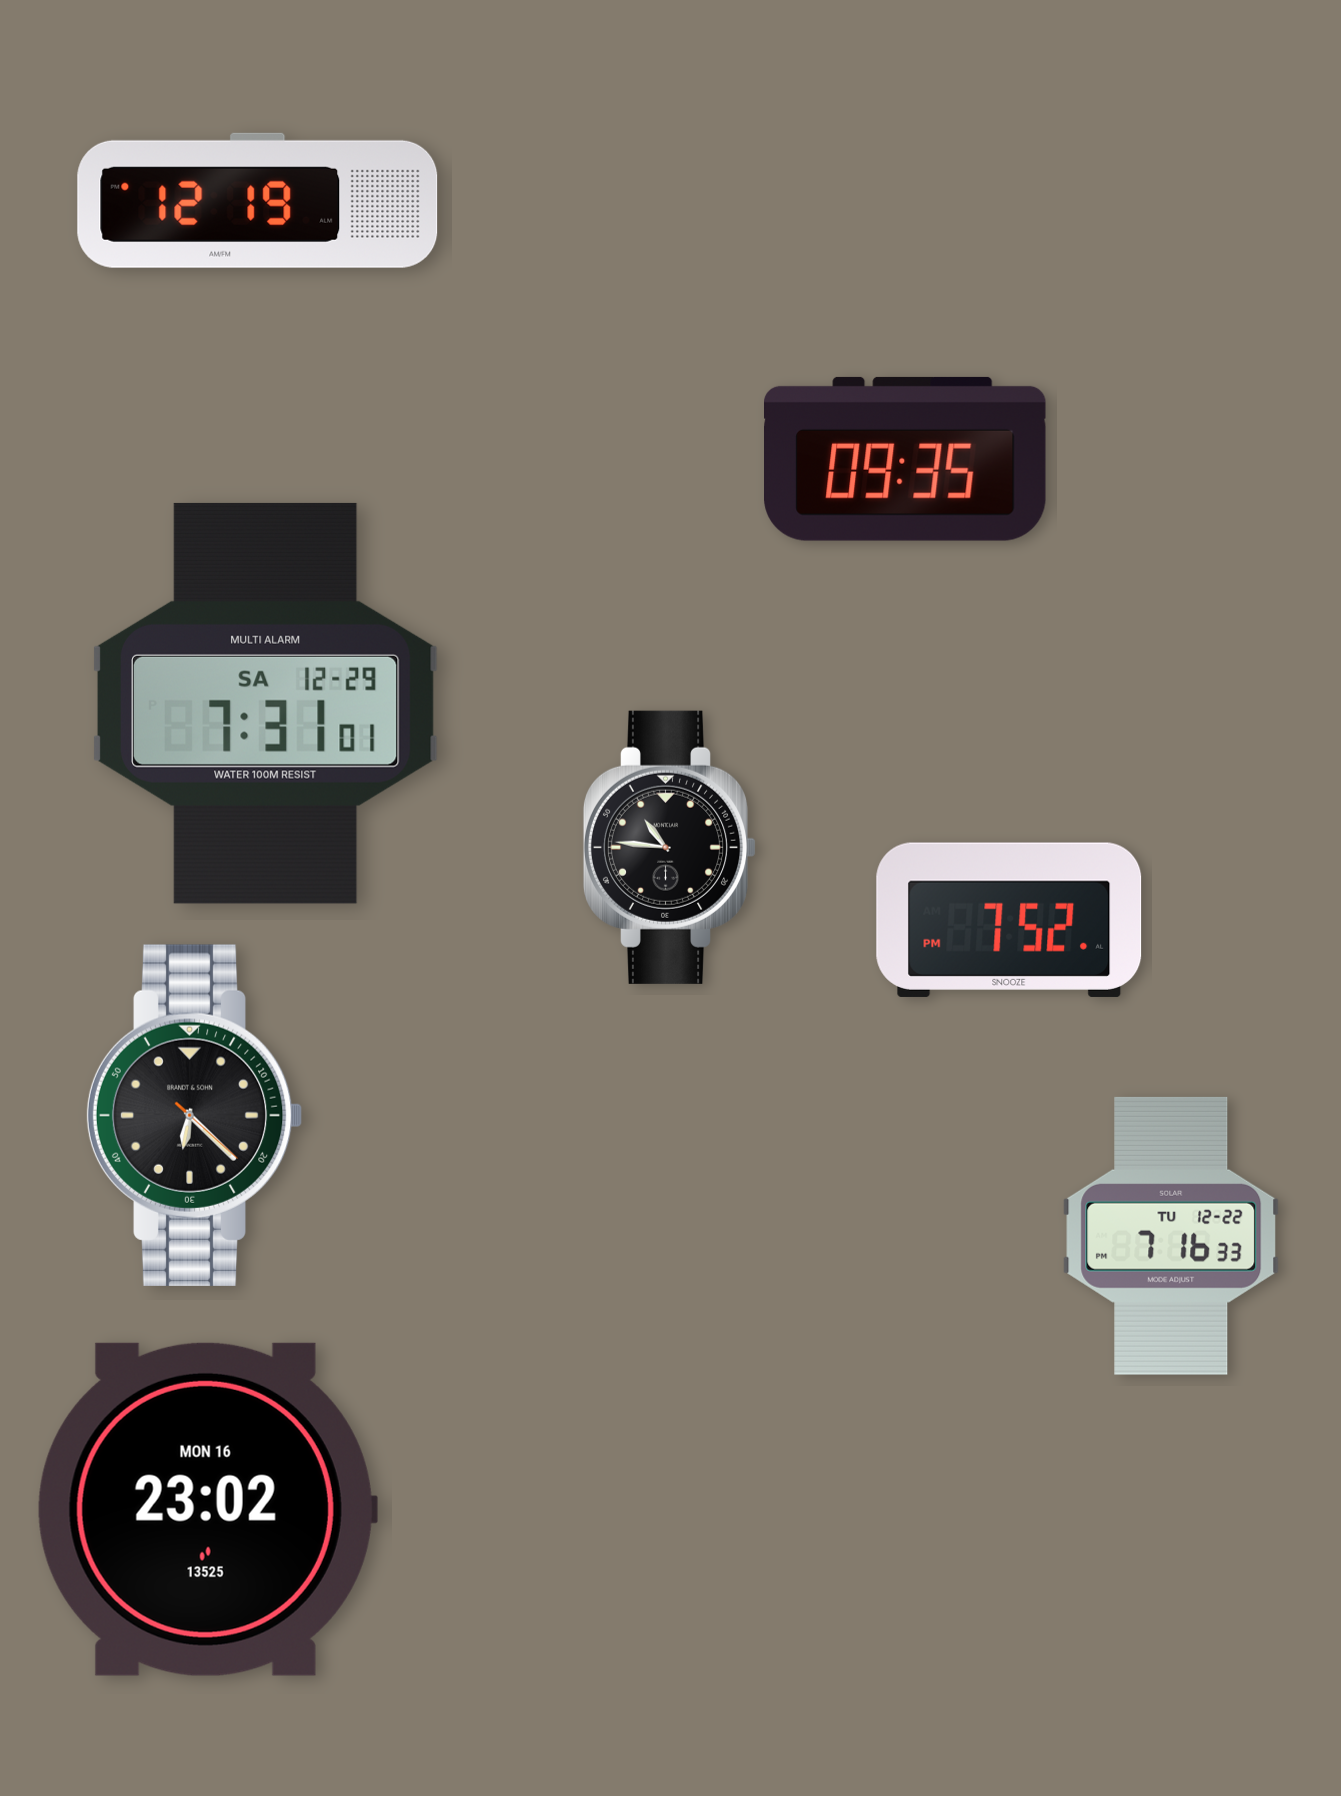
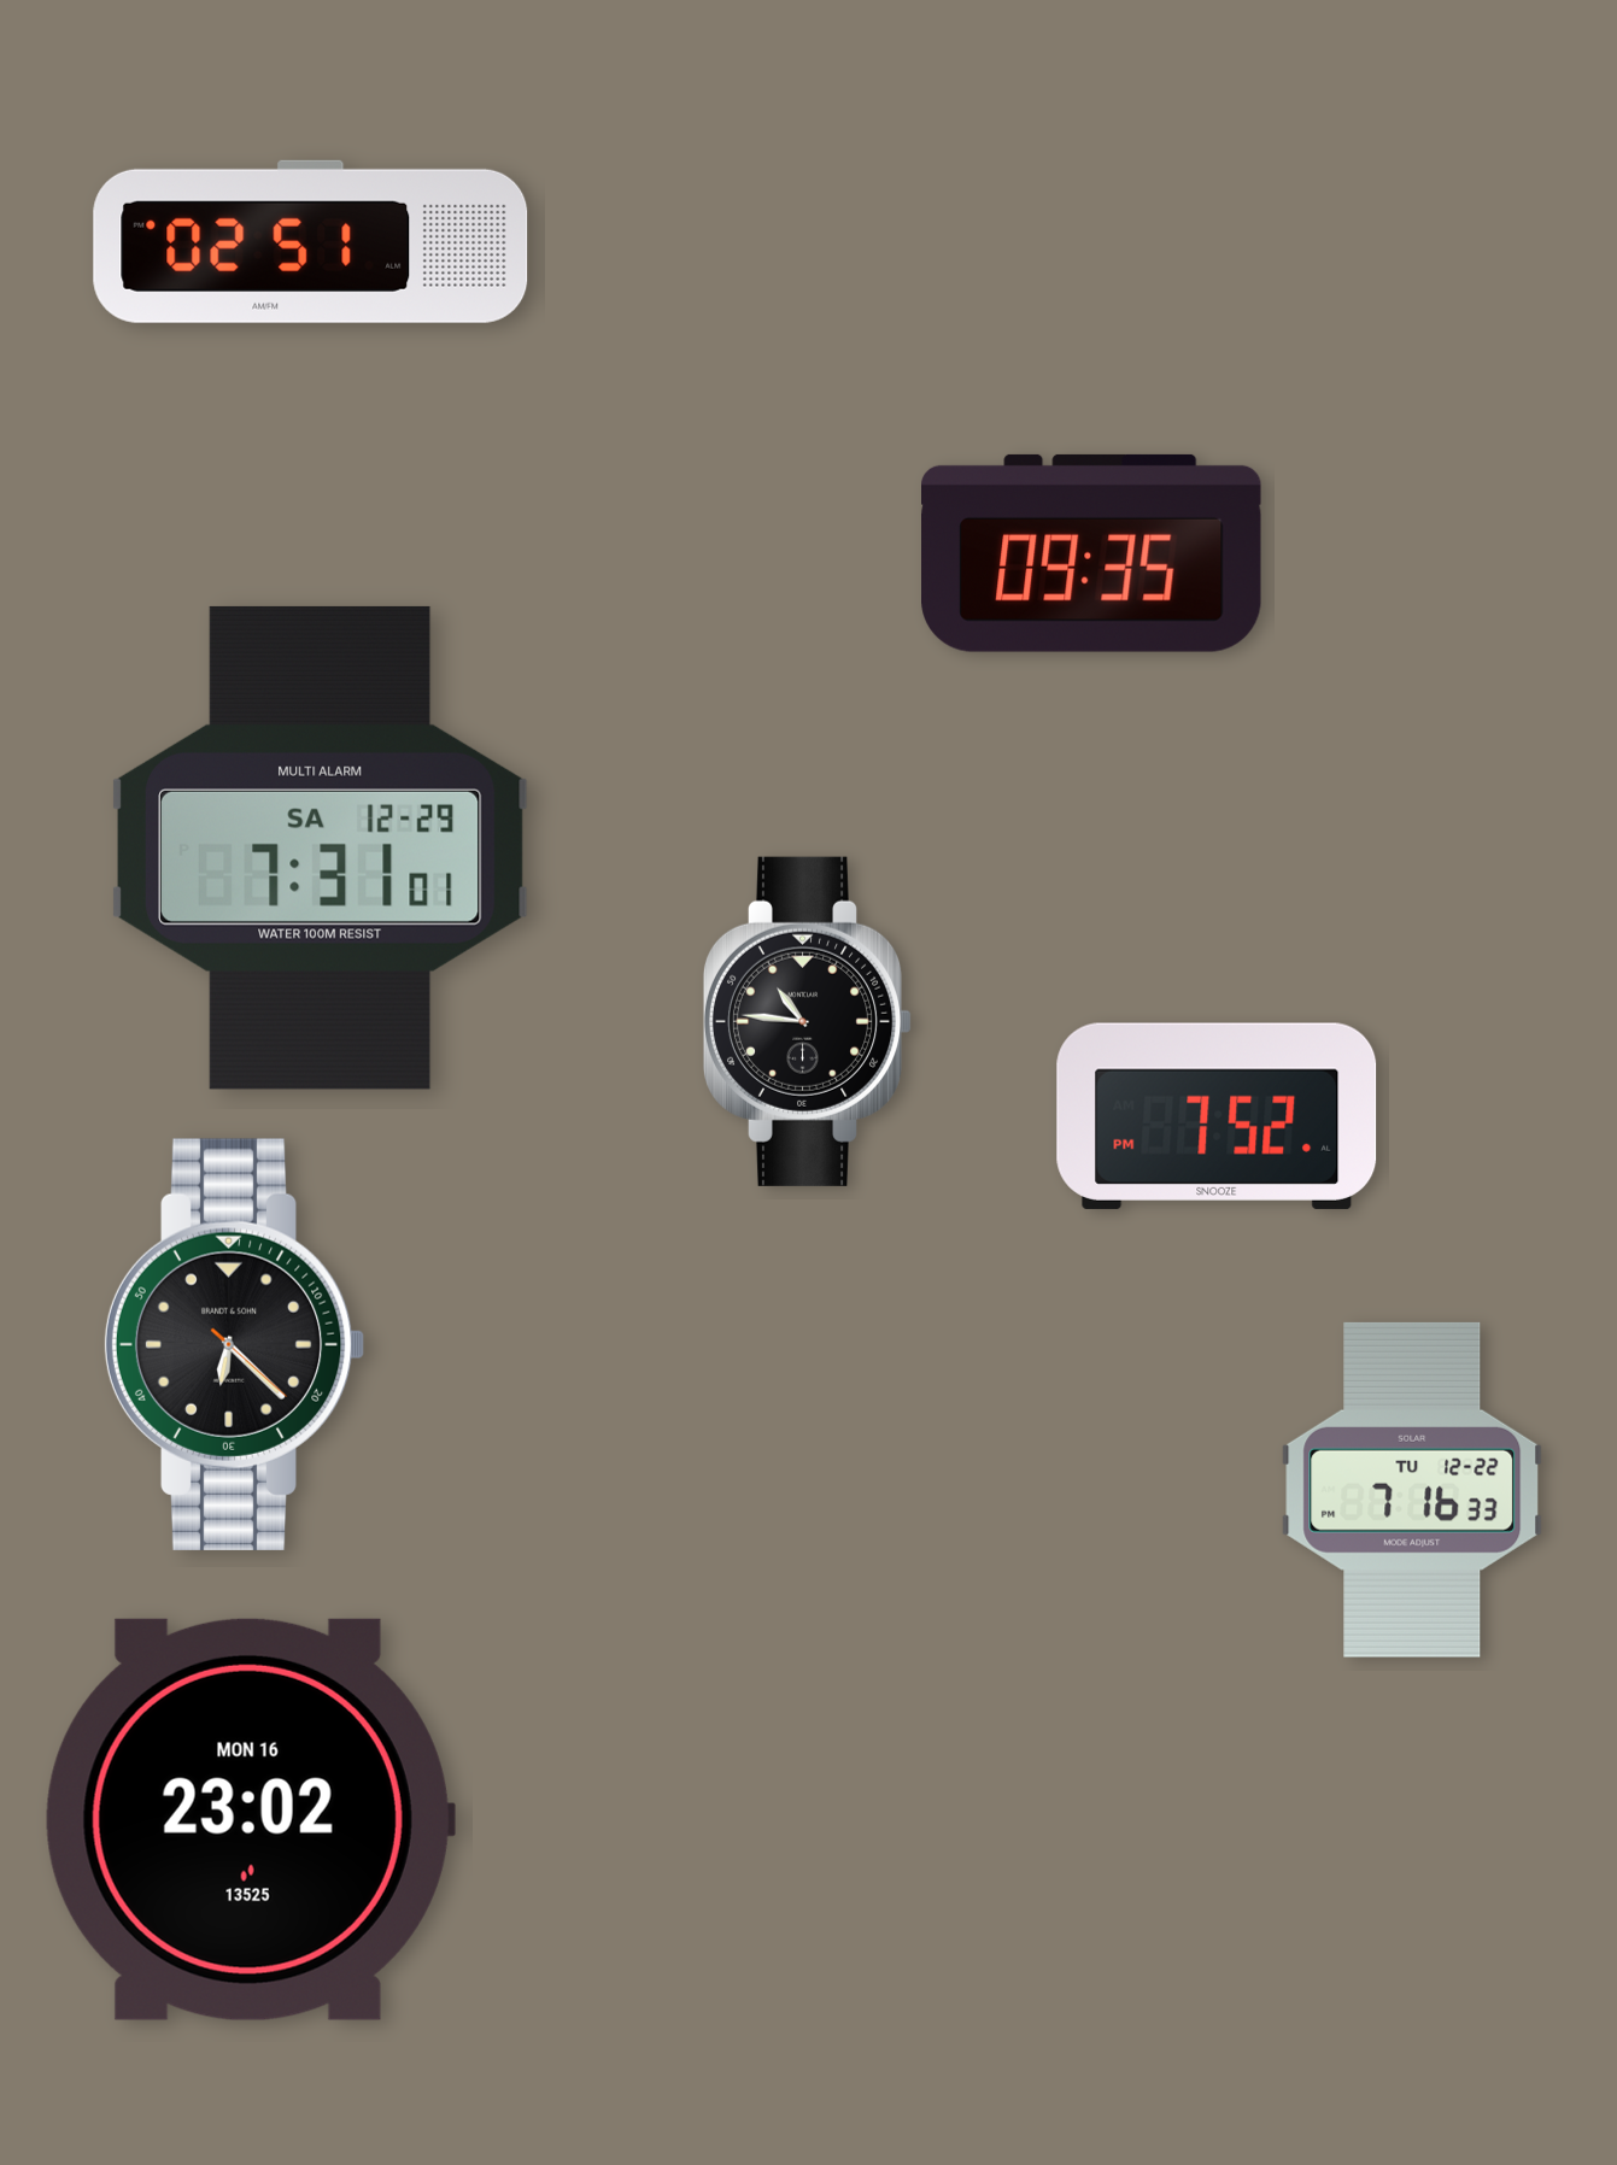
clock at (258, 200): 12:19 -> 02:51
clock at (1009, 920) position: (1009, 920) -> (1217, 1116)
